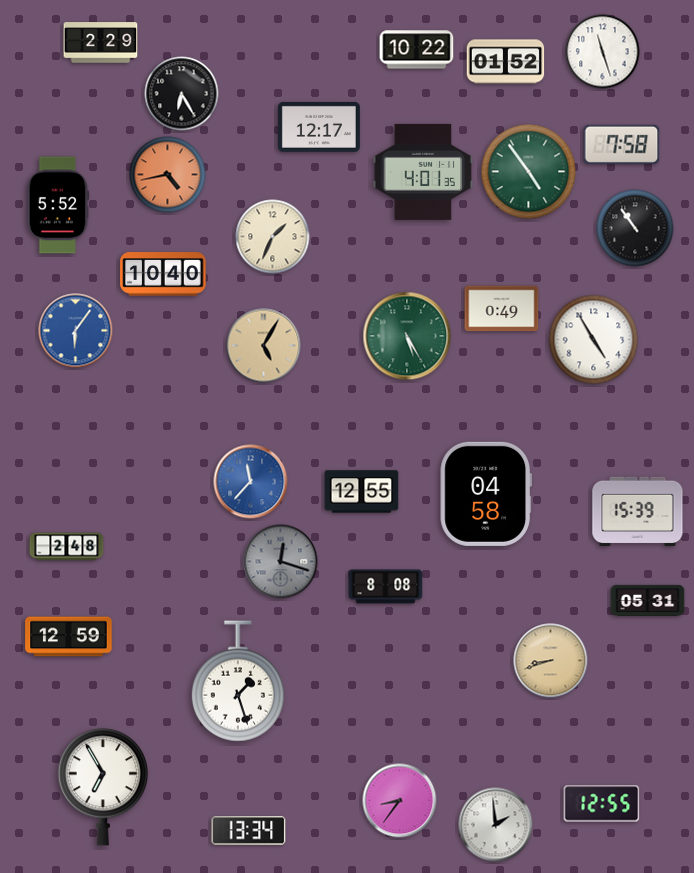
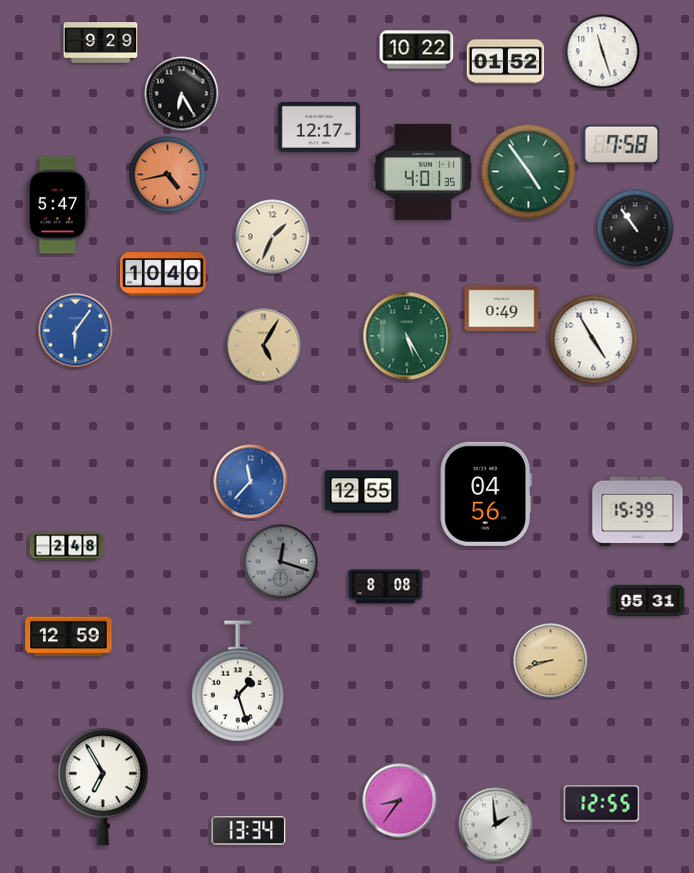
clock at (101, 43): 2:29 -> 9:29
clock at (58, 205): 5:52 -> 5:47
clock at (486, 494): 04:58 -> 04:56
